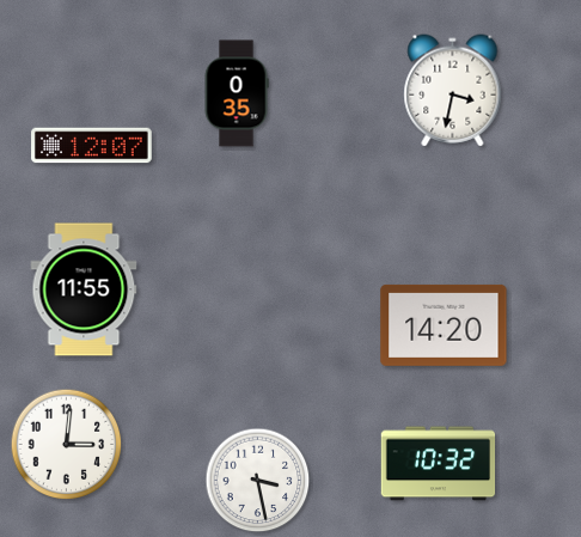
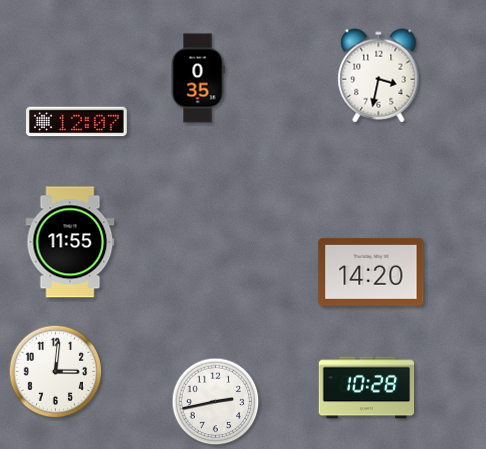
clock at (439, 464): 10:32 -> 10:28
clock at (258, 481): 3:28 -> 2:43
